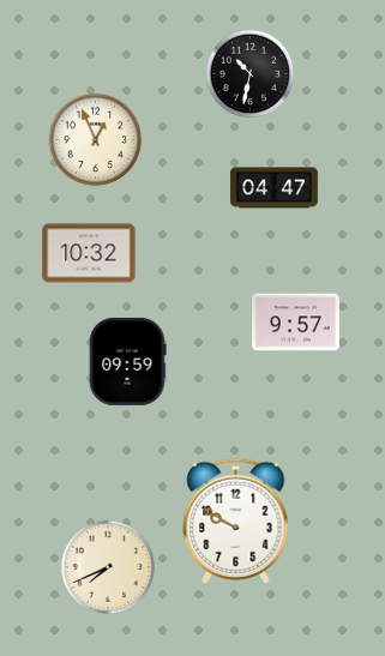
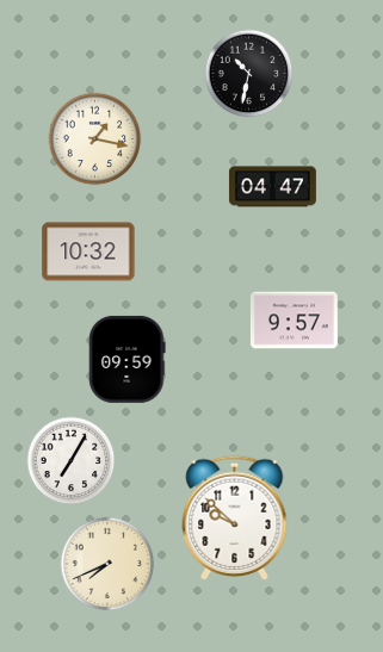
clock at (96, 140): 12:56 -> 1:17
clock at (72, 461): none -> 7:05
clock at (236, 520): 9:50 -> 9:52
